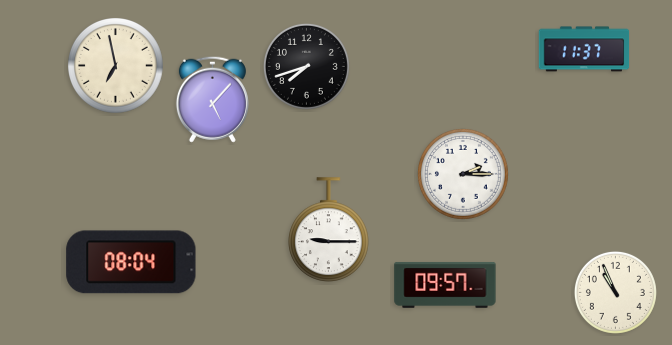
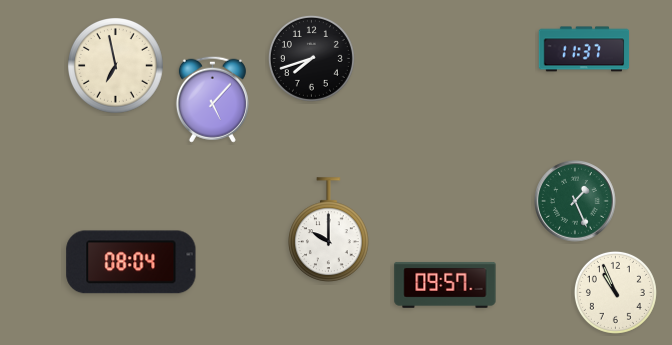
clock at (306, 66) position: (306, 66) -> (311, 58)
clock at (463, 174): 2:15 -> none
clock at (576, 202): none -> 1:26
clock at (329, 229): 9:15 -> 10:00
